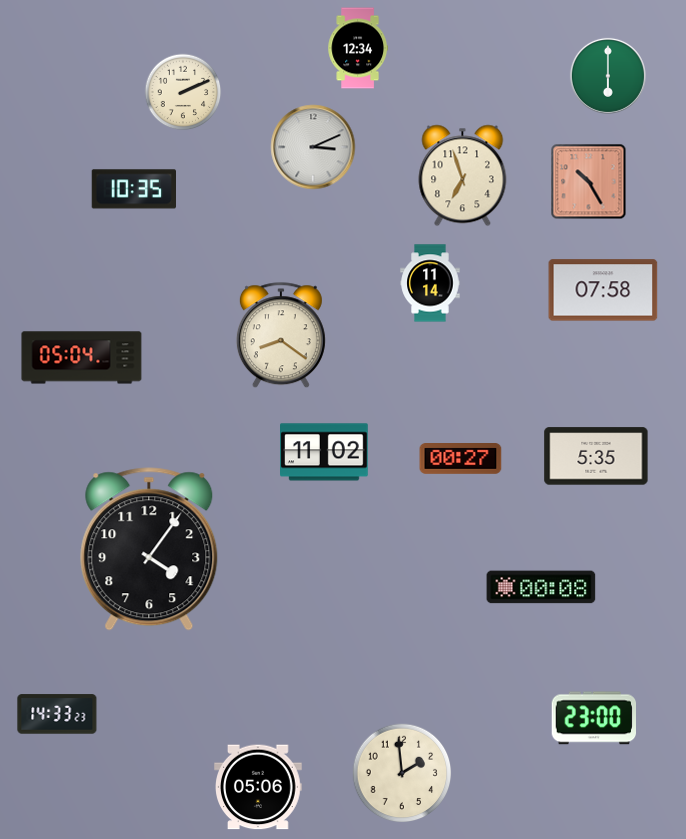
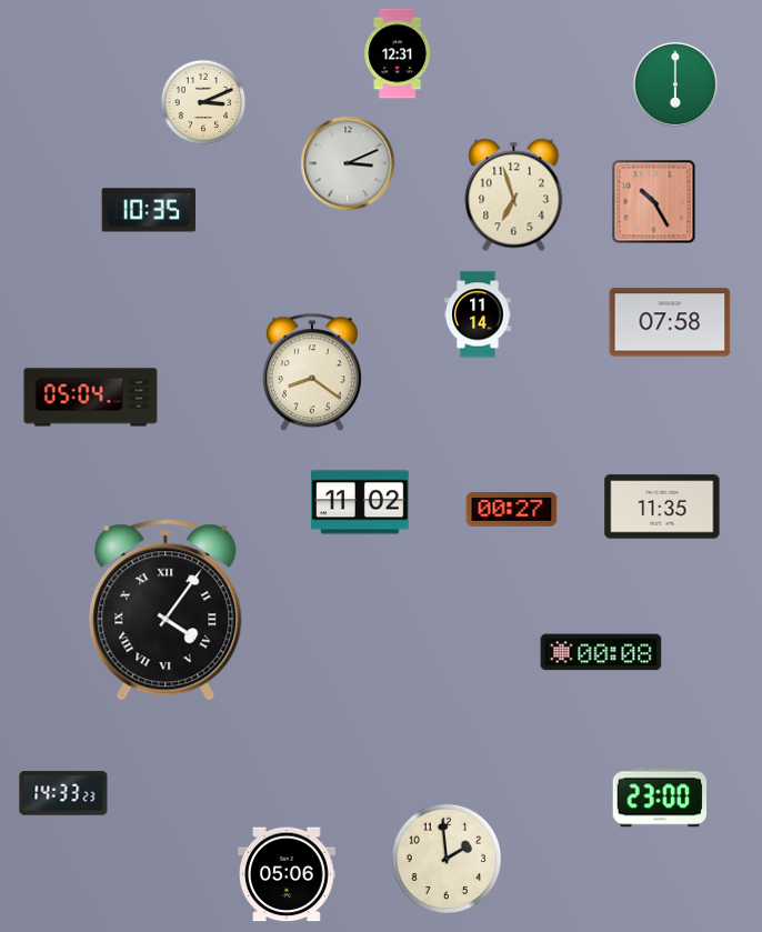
clock at (357, 48): 12:34 -> 12:31
clock at (183, 92): 2:11 -> 3:11
clock at (596, 456): 5:35 -> 11:35
clock at (149, 549) numerals: Arabic -> Roman
